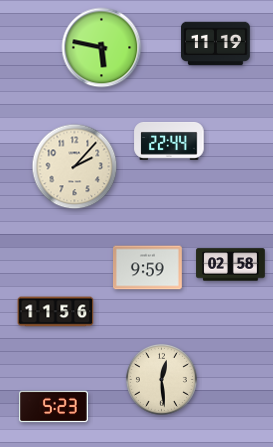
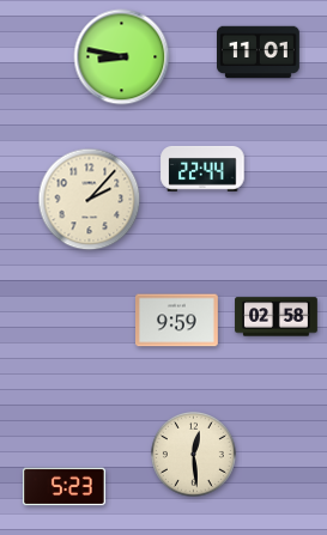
clock at (216, 44): 11:19 -> 11:01
clock at (102, 48): 5:47 -> 8:47
clock at (56, 312): 11:56 -> none
